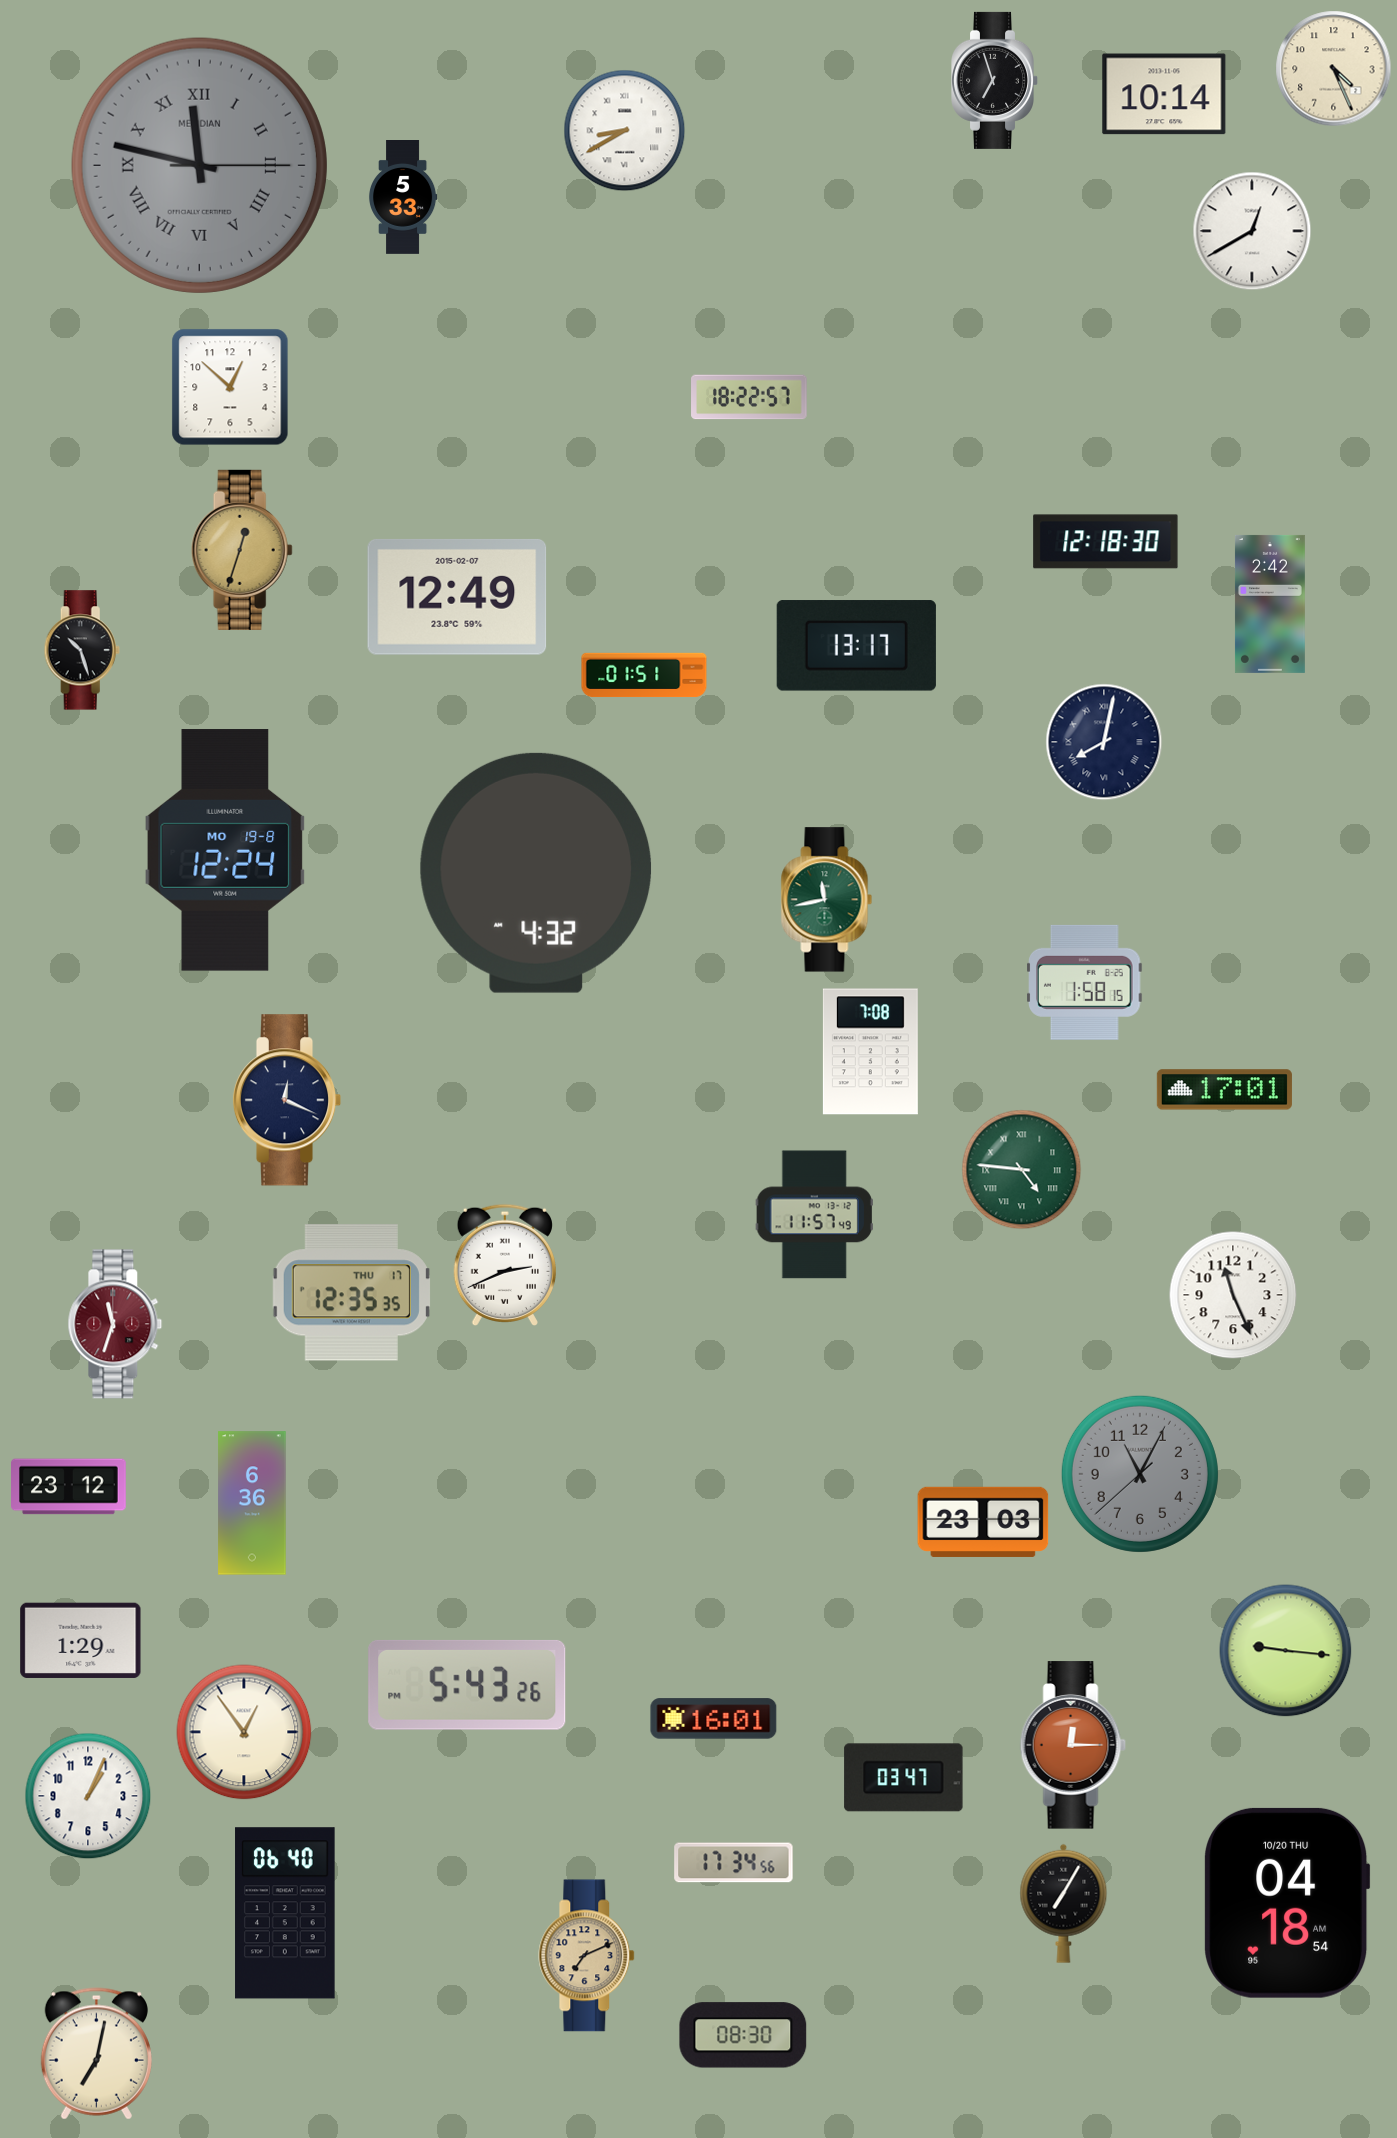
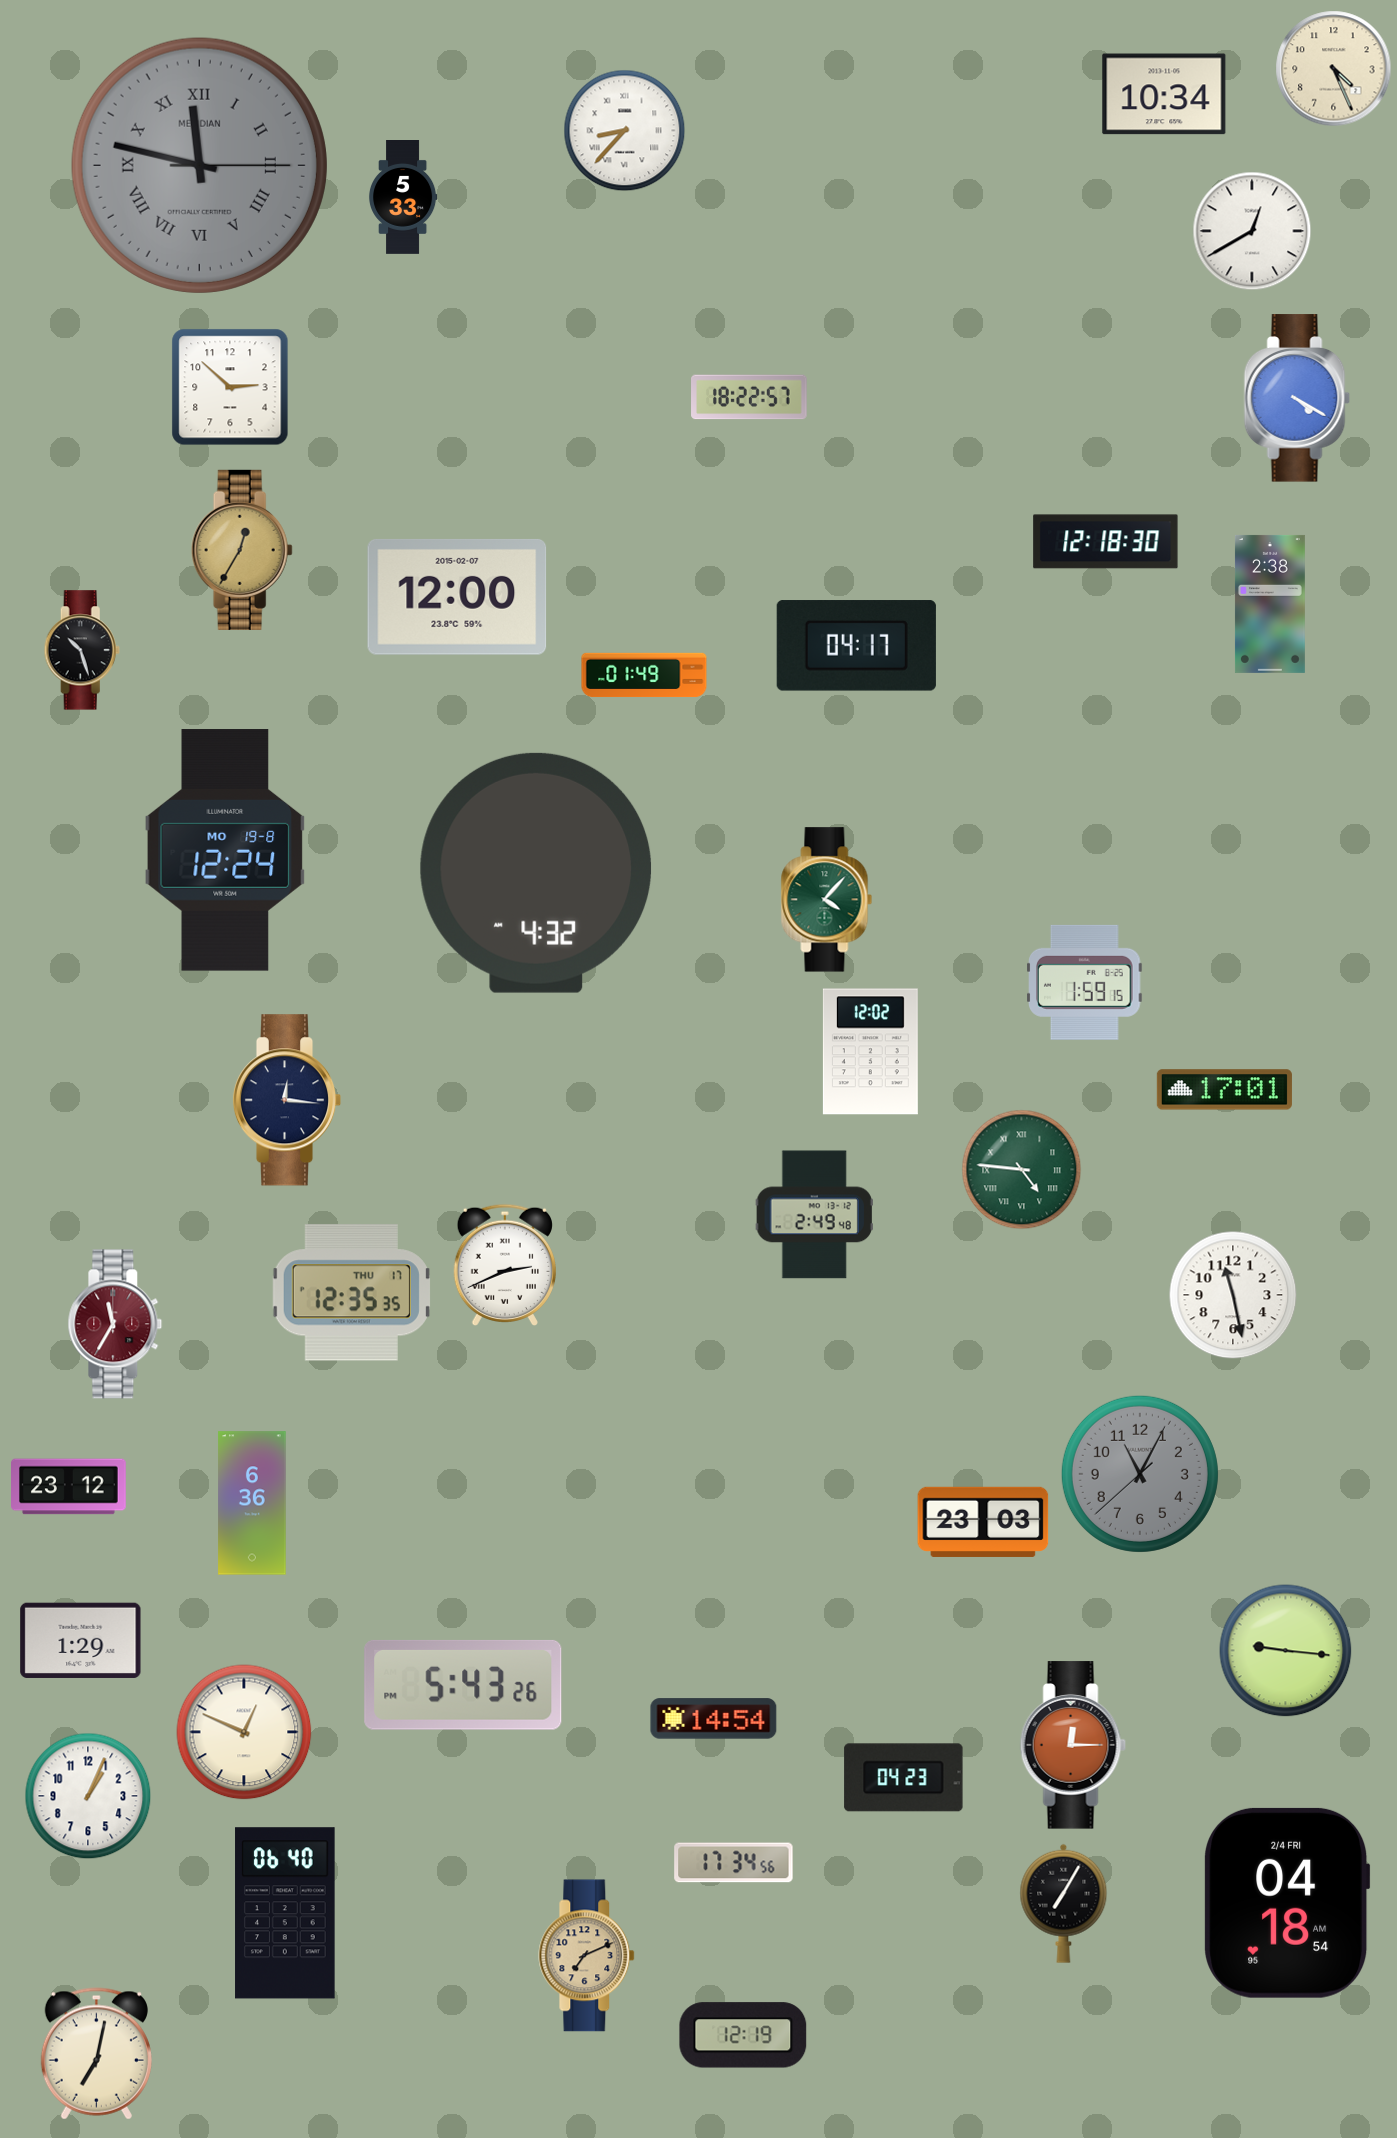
clock at (995, 80): 6:57 -> none
clock at (1164, 94): 10:14 -> 10:34
clock at (625, 131): 8:40 -> 8:37
clock at (230, 387): 12:52 -> 2:52
clock at (1297, 398): none -> 4:20
clock at (242, 550): 12:33 -> 12:35
clock at (457, 597): 12:49 -> 12:00
clock at (1270, 604): 2:42 -> 2:38
clock at (856, 646): 13:17 -> 04:17
clock at (644, 675): 01:51 -> 01:49
clock at (1104, 742): 8:02 -> none
clock at (827, 900): 11:43 -> 4:07
clock at (1085, 982): 1:58 -> 1:59
clock at (870, 1052): 7:08 -> 12:02
clock at (287, 1100): 12:19 -> 12:16
clock at (814, 1215): 11:57 -> 2:49
clock at (1233, 1295): 11:26 -> 11:28
clock at (115, 1324): 11:33 -> 11:35
clock at (467, 1685) position: (467, 1685) -> (463, 1685)
clock at (714, 1719): 16:01 -> 14:54
clock at (244, 1732): 12:54 -> 12:49
clock at (904, 1778): 03:47 -> 04:23
clock at (1287, 1903) date: 10/20 THU -> 2/4 FRI
clock at (743, 2035): 08:30 -> 12:19
